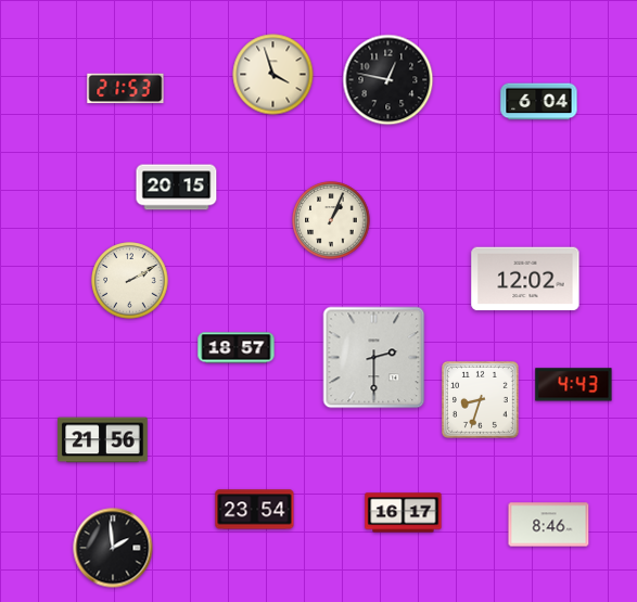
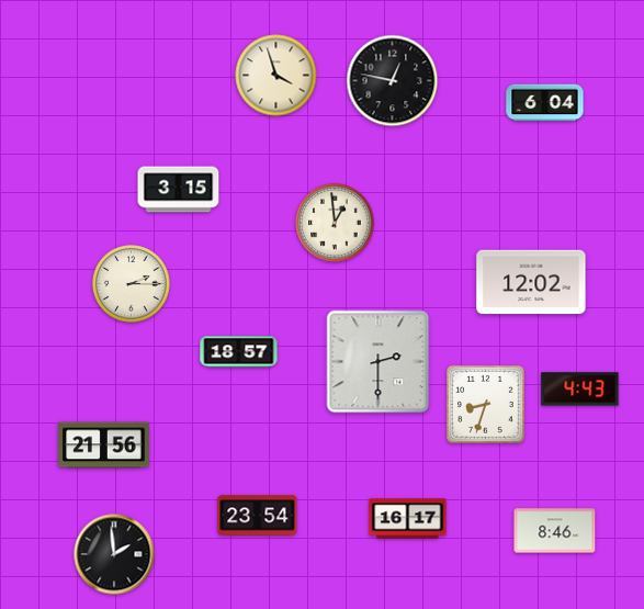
clock at (126, 89): 21:53 -> none
clock at (177, 188): 20:15 -> 3:15
clock at (331, 220): 1:04 -> 12:59
clock at (130, 281): 2:10 -> 2:15
